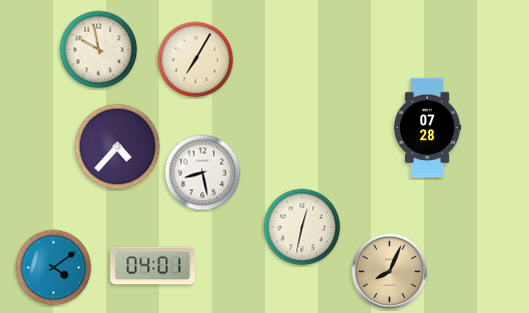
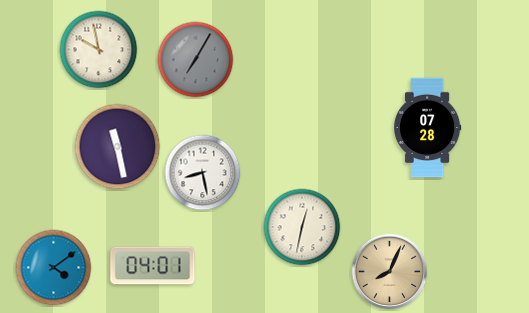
clock at (196, 60) dial: cream -> grey
clock at (118, 147): 4:37 -> 11:28
